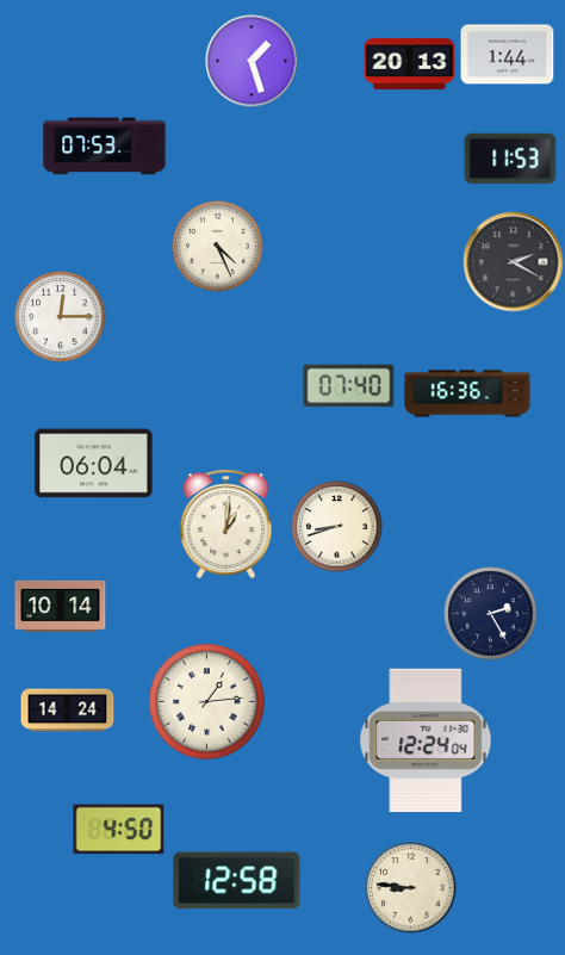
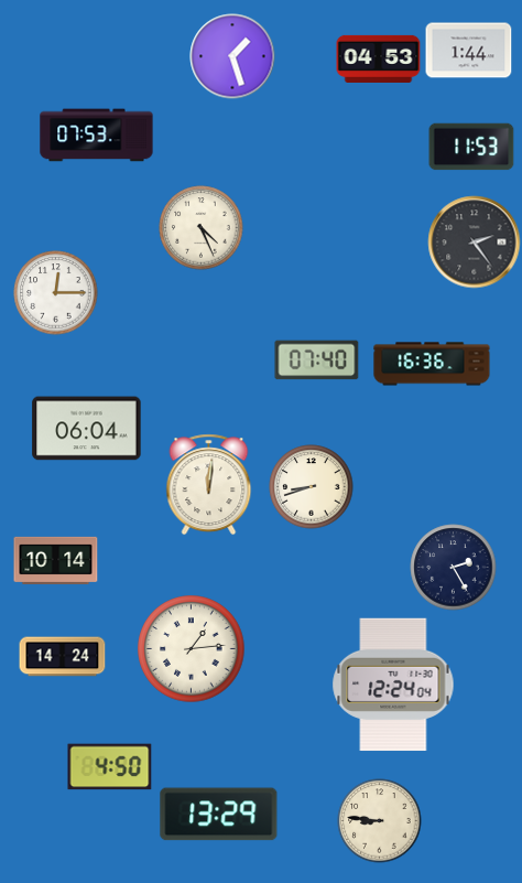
clock at (410, 63): 20:13 -> 04:53
clock at (514, 262): 2:20 -> 2:24
clock at (349, 386) position: (349, 386) -> (317, 360)
clock at (226, 525): 1:01 -> 12:01
clock at (237, 881): 12:58 -> 13:29
